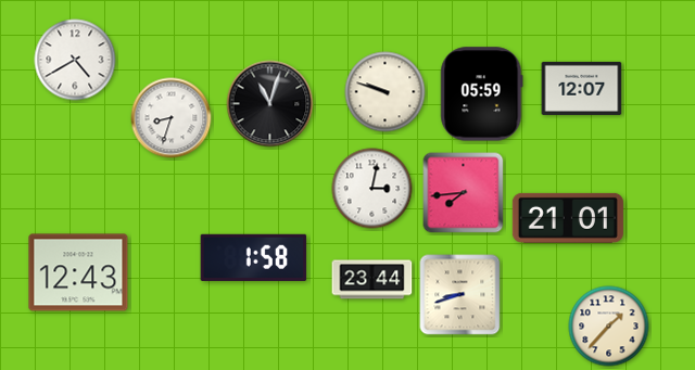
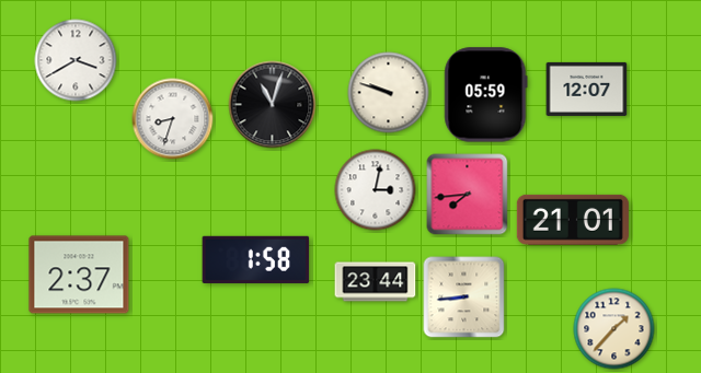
clock at (75, 60): 4:40 -> 3:40
clock at (78, 272): 12:43 -> 2:37
clock at (460, 295): 8:42 -> 8:44
